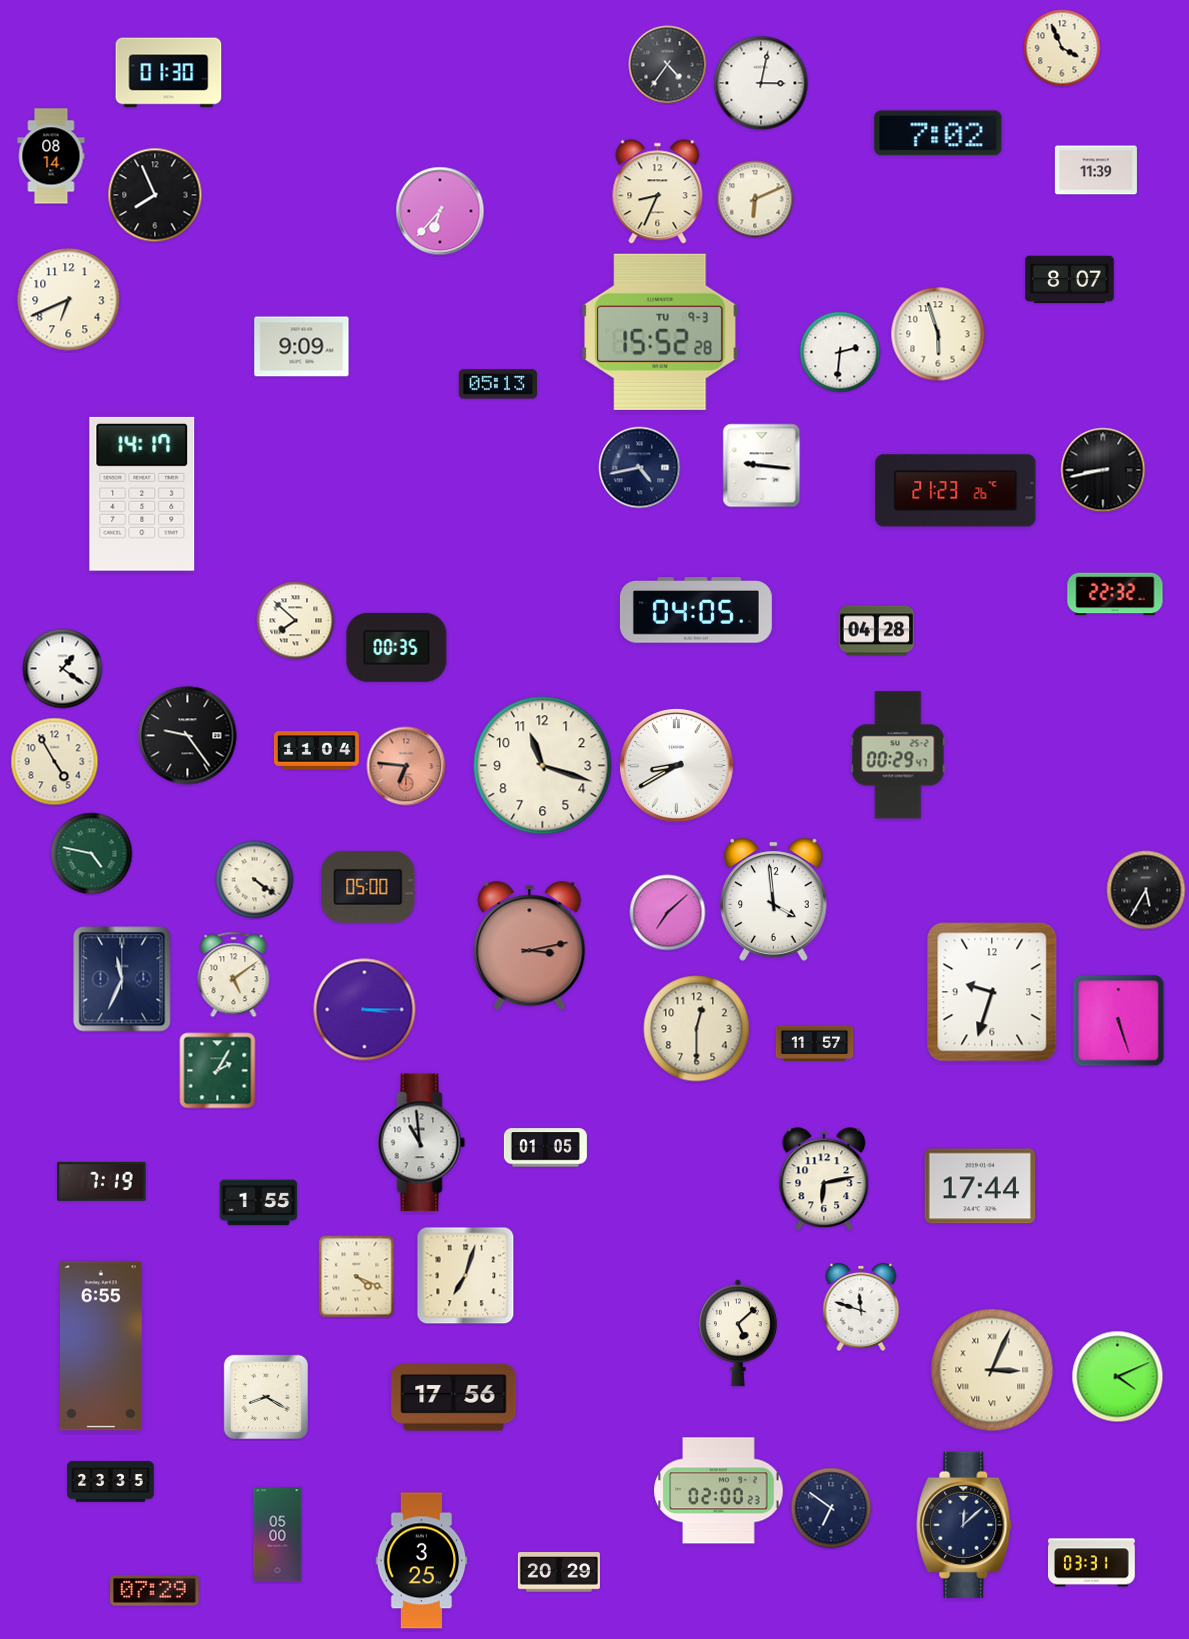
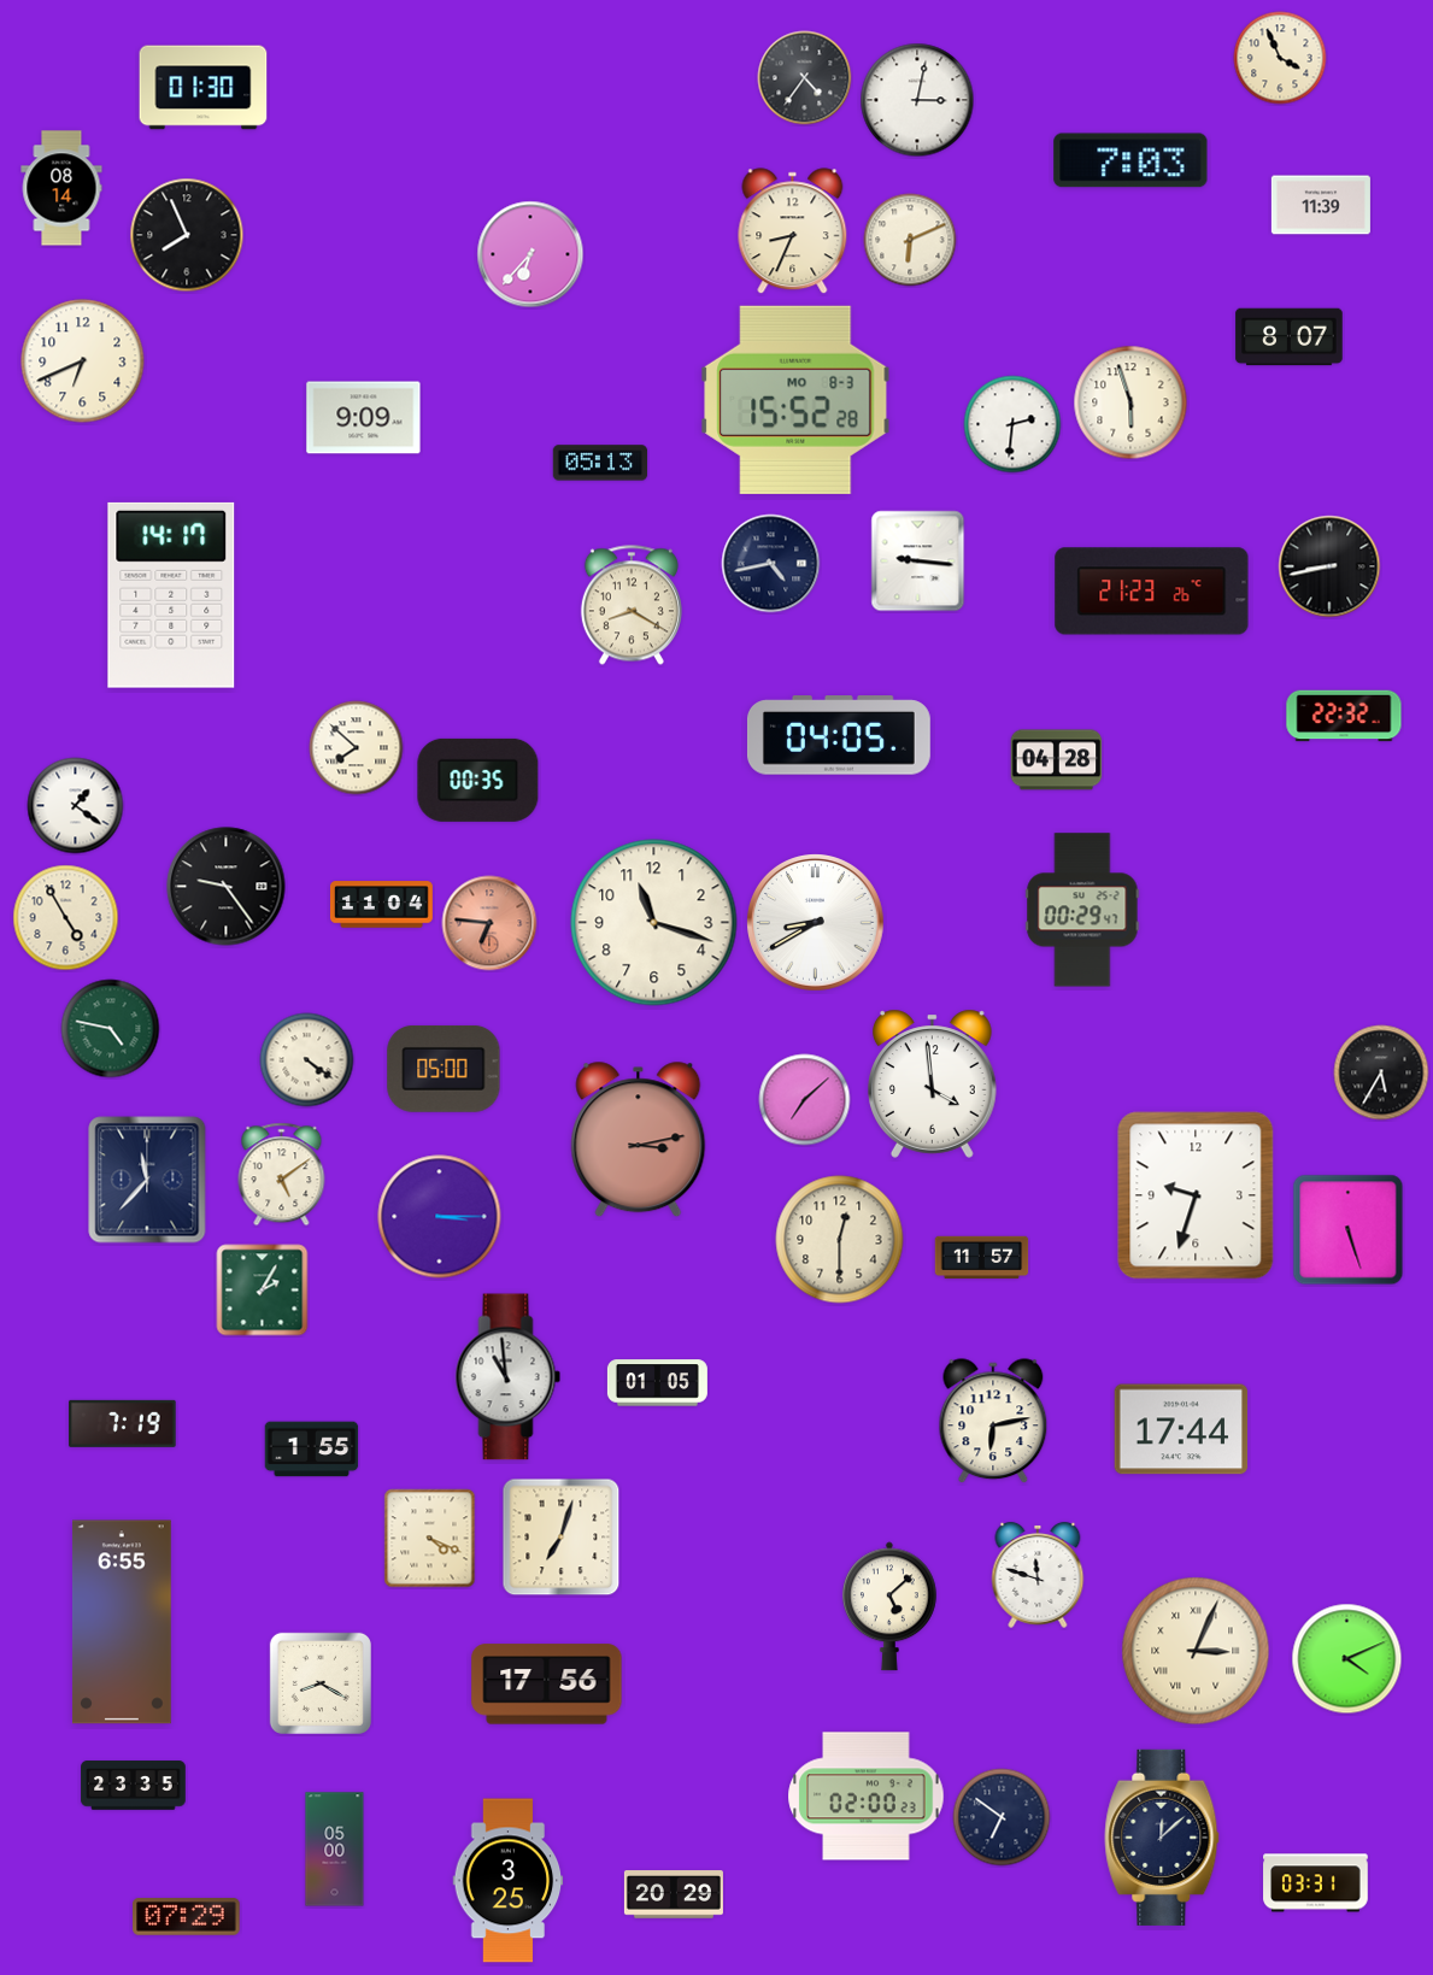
clock at (938, 133): 7:02 -> 7:03
clock at (660, 332) date: TU 9-3 -> MO 8-3
clock at (632, 605): none -> 8:20
clock at (122, 979): 11:34 -> 11:37
